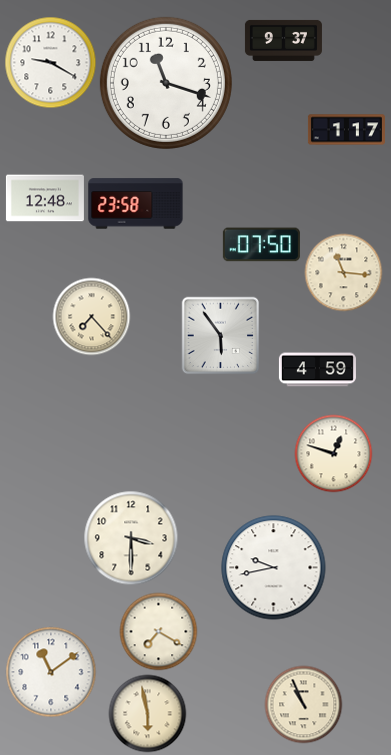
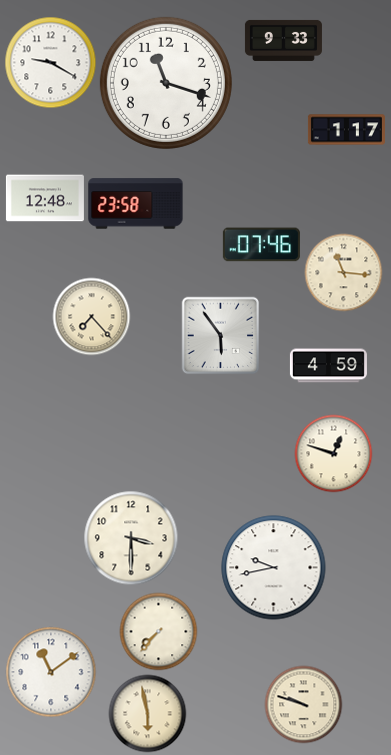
clock at (283, 40): 9:37 -> 9:33
clock at (261, 245): 07:50 -> 07:46
clock at (317, 370) position: (317, 370) -> (328, 366)
clock at (158, 631): 7:20 -> 7:37
clock at (303, 704): 10:56 -> 9:48
